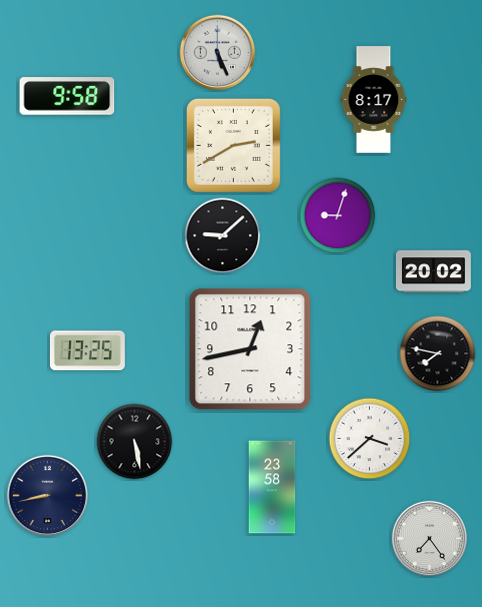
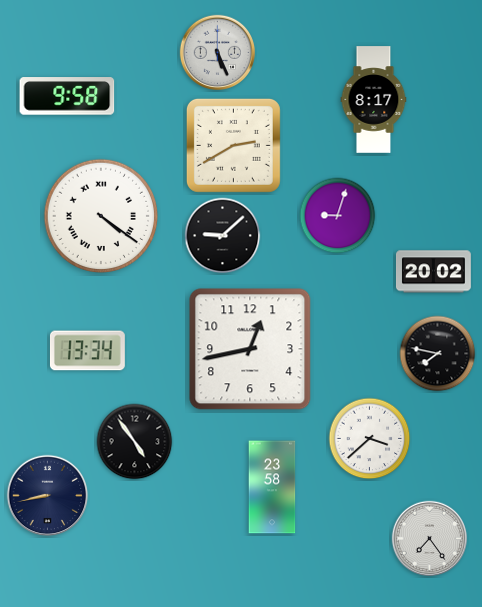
clock at (101, 216): none -> 4:21
clock at (87, 351): 13:25 -> 13:34
clock at (135, 442): 5:28 -> 4:54
